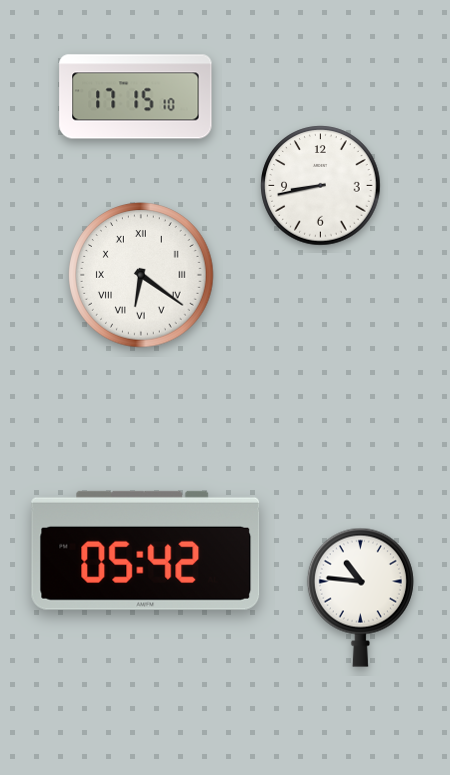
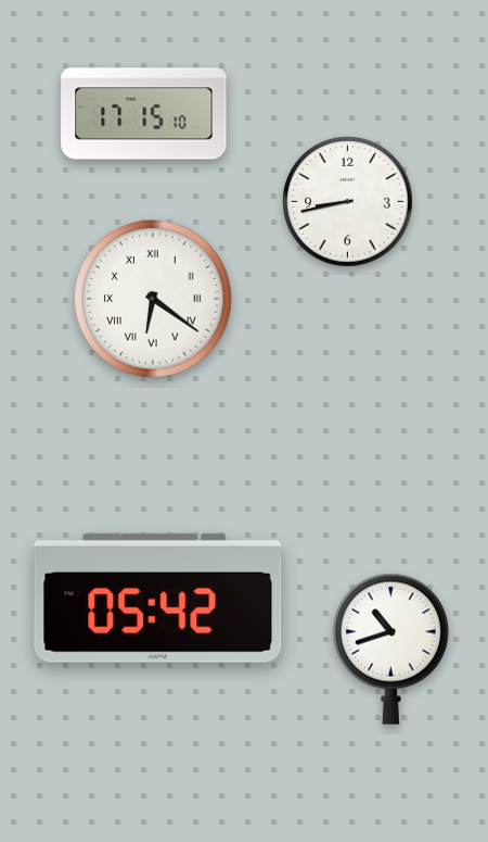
clock at (136, 97) position: (136, 97) -> (144, 114)
clock at (360, 597): 10:46 -> 10:42
